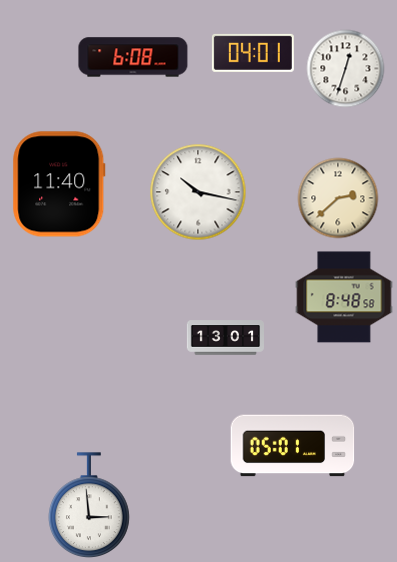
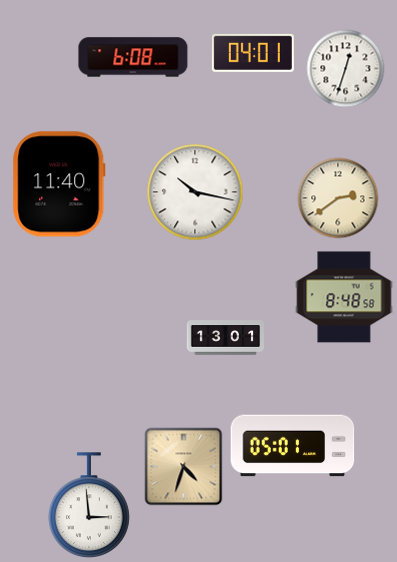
clock at (198, 192) position: (198, 192) -> (195, 192)
clock at (338, 198): 2:38 -> 2:39
clock at (183, 466): none -> 4:33
